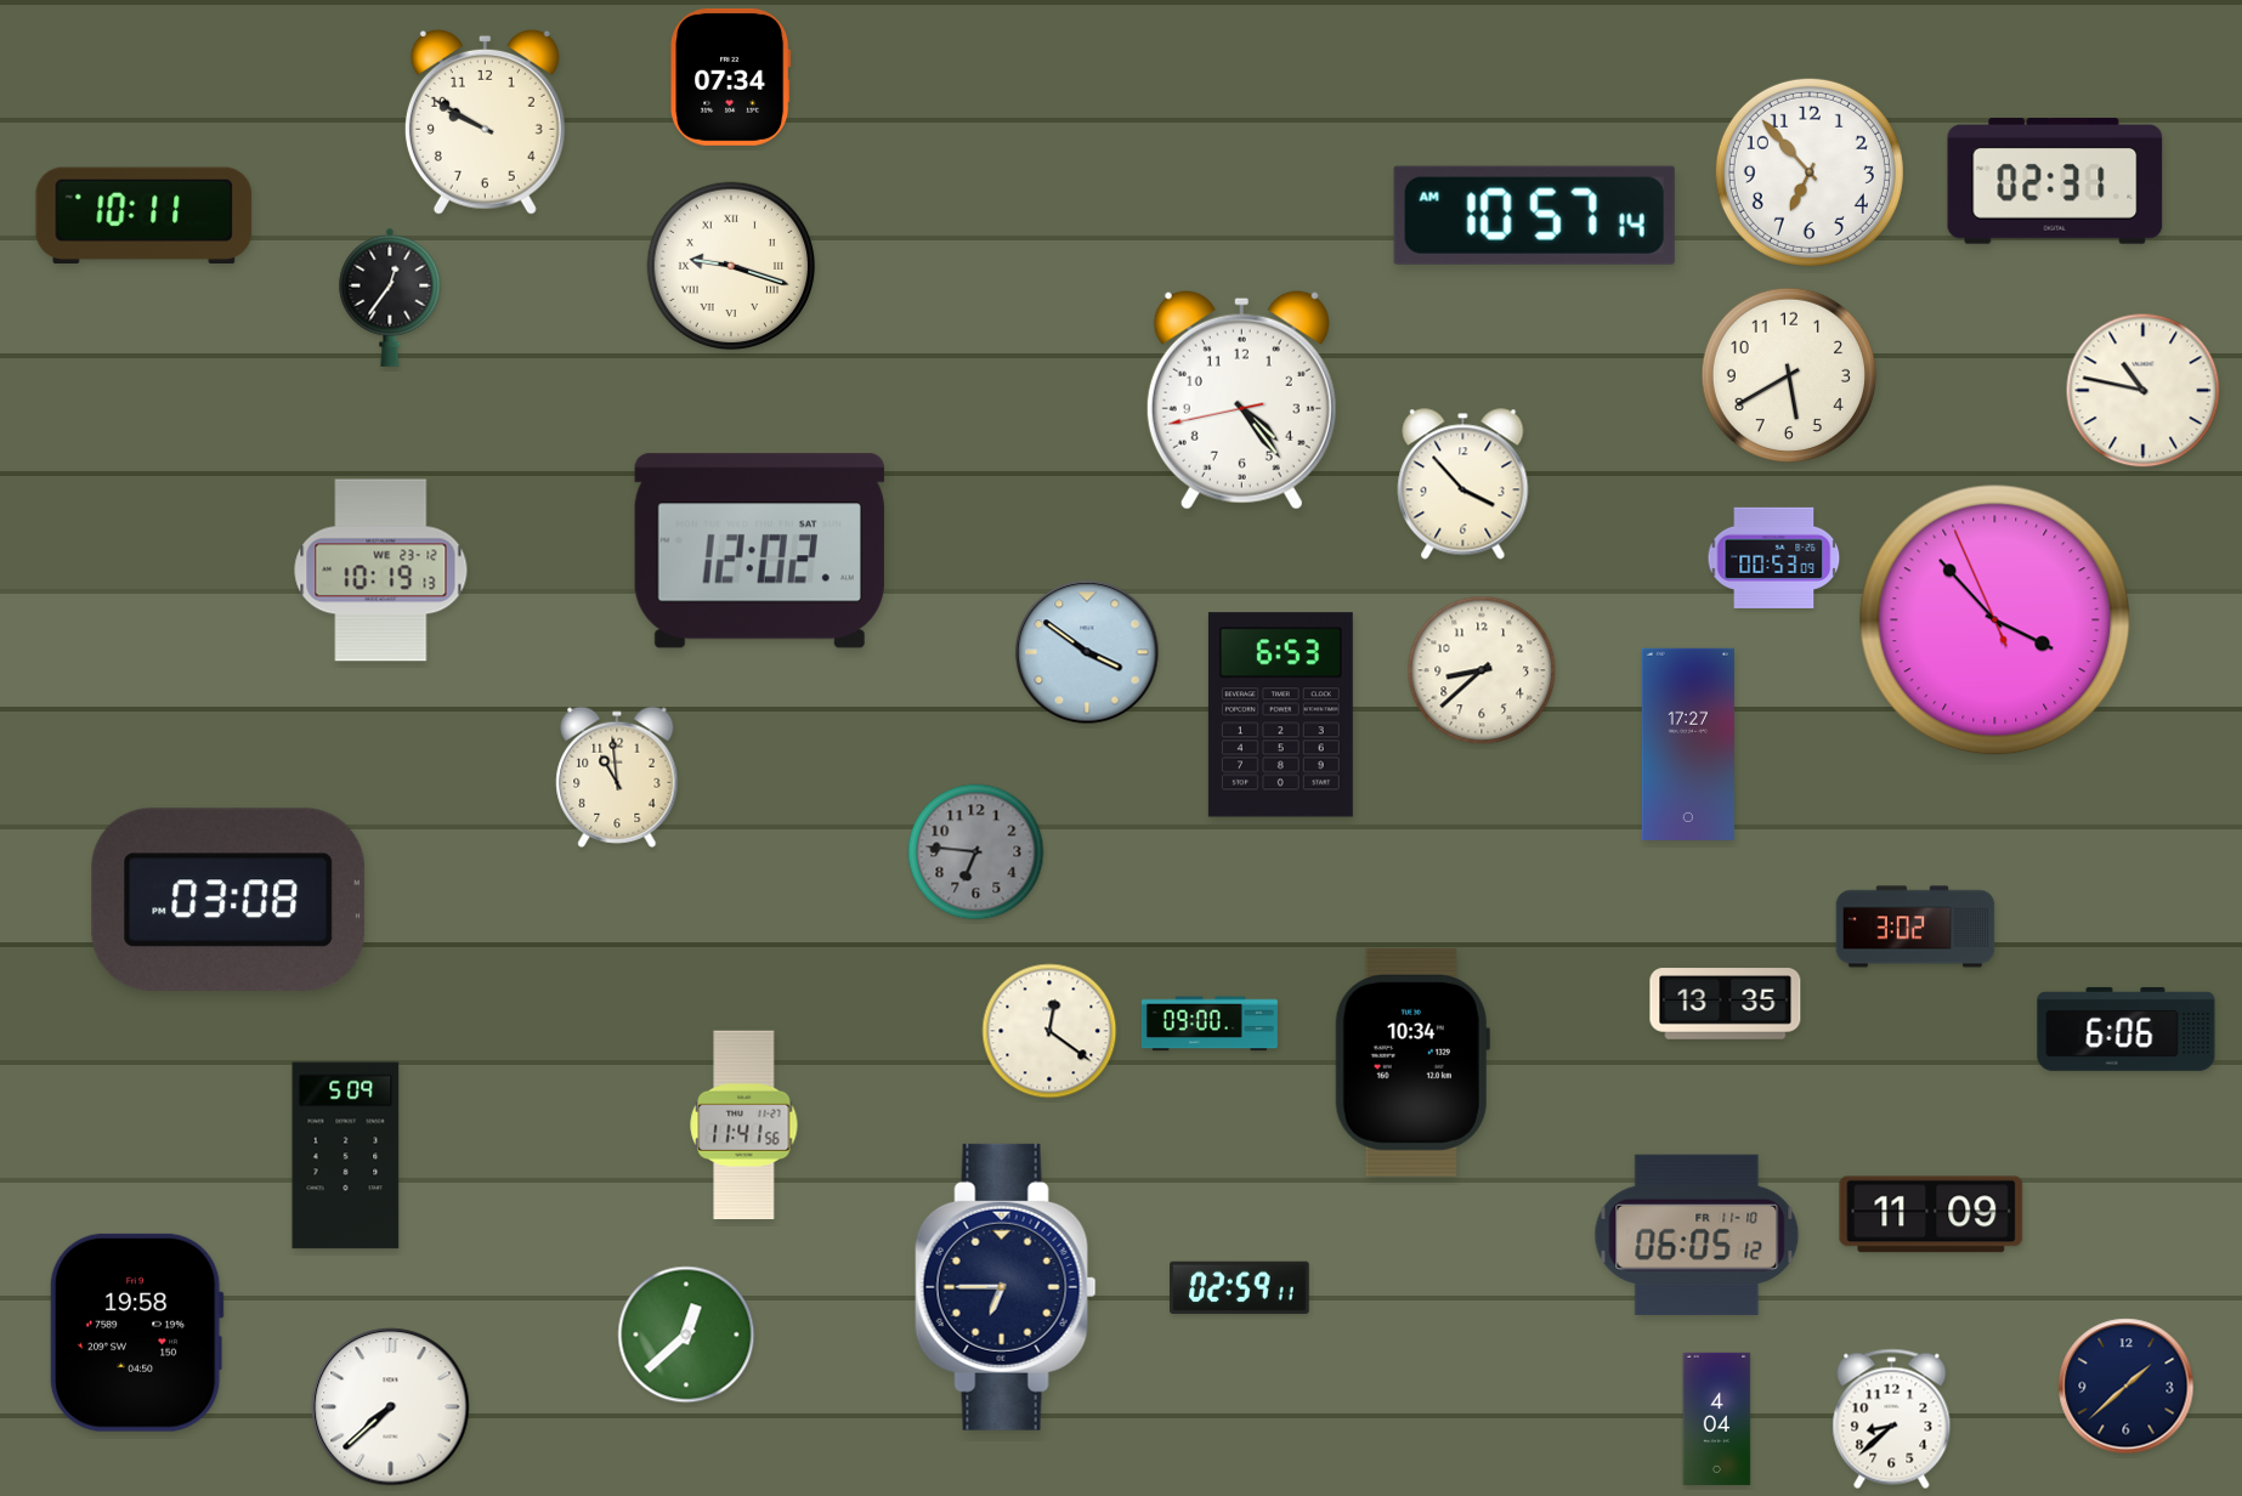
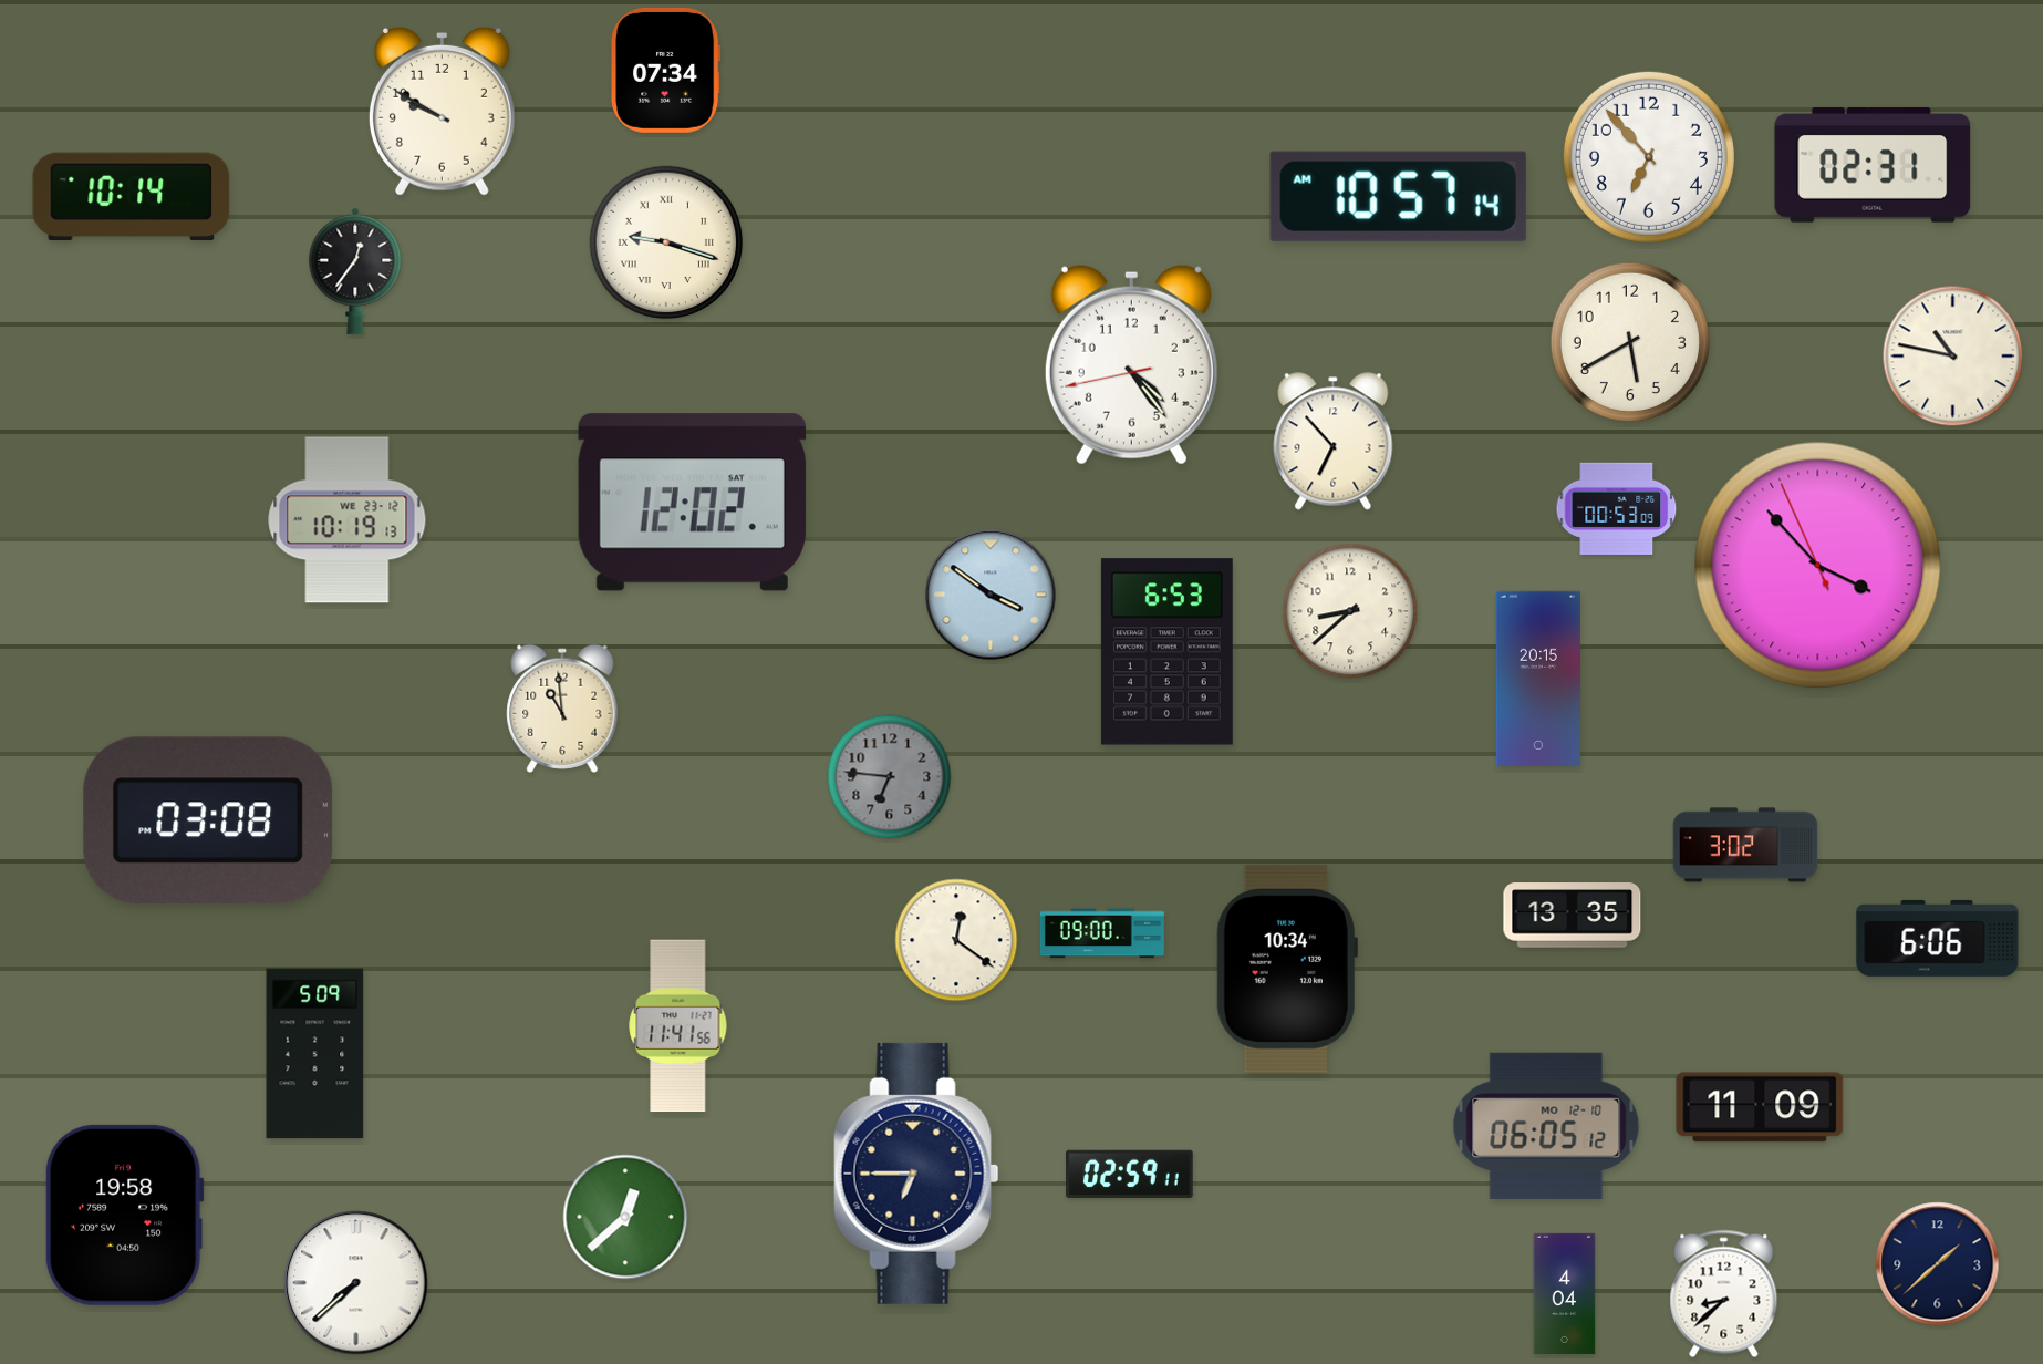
clock at (145, 215): 10:11 -> 10:14
clock at (1463, 484): 3:53 -> 6:53
clock at (1688, 744): 17:27 -> 20:15
clock at (1697, 1235) date: FR 11-10 -> MO 12-10
